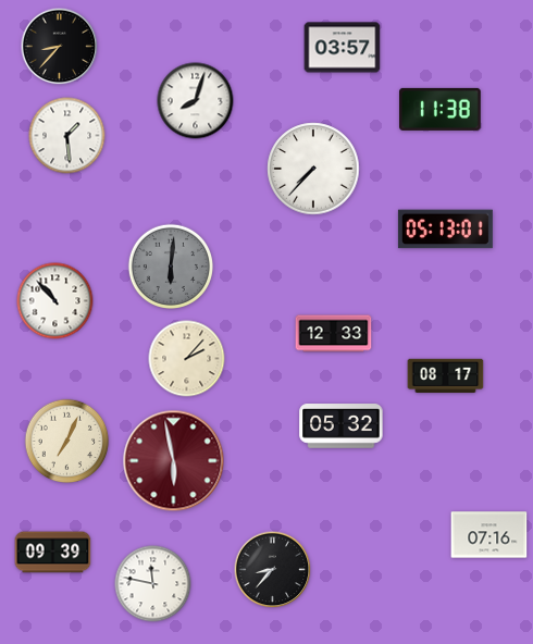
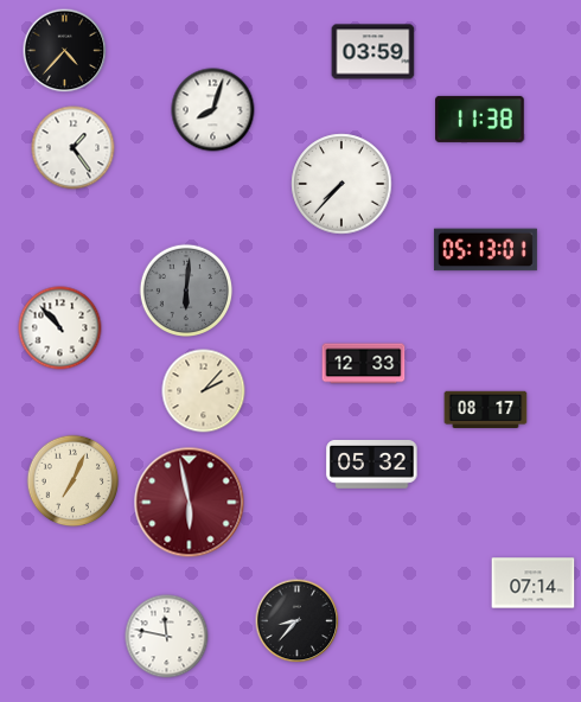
clock at (60, 47): 8:37 -> 4:37
clock at (343, 48): 03:57 -> 03:59
clock at (67, 136): 1:29 -> 1:24
clock at (489, 535): 07:16 -> 07:14
clock at (53, 553): 09:39 -> none
